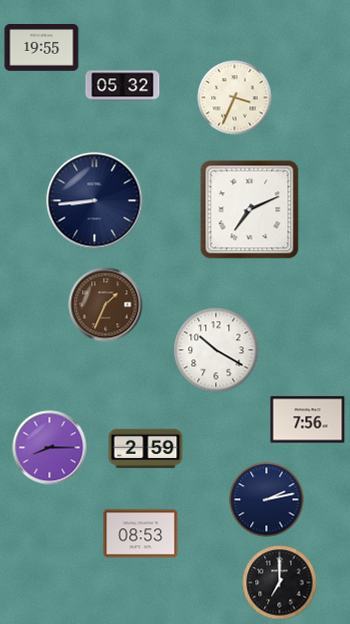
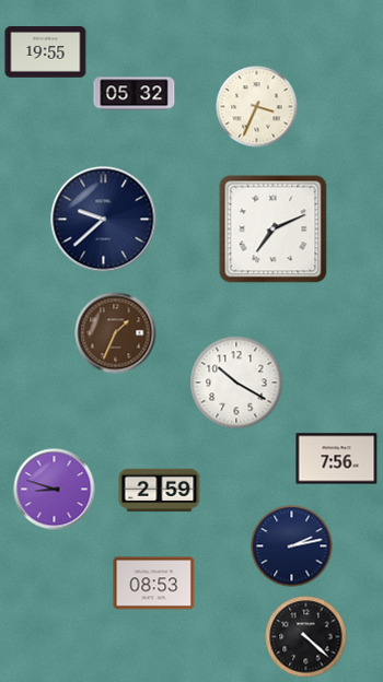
clock at (95, 201): 8:44 -> 9:38
clock at (50, 448): 8:15 -> 8:48
clock at (280, 583): 7:00 -> 4:22
